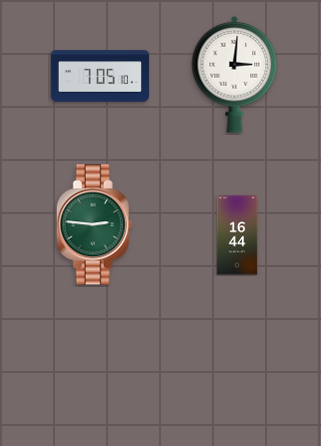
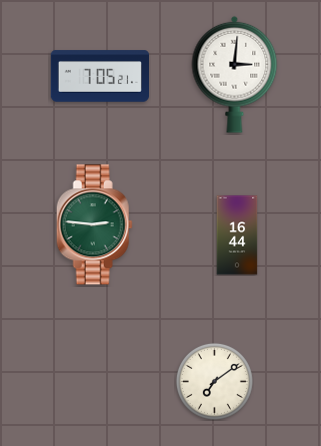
clock at (99, 76): 7:05:10 -> 7:05:21
clock at (214, 381): none -> 7:09
